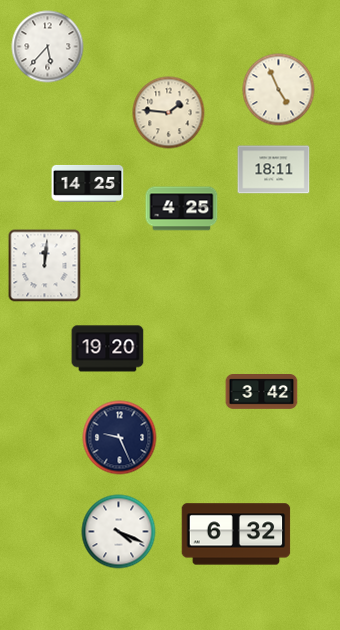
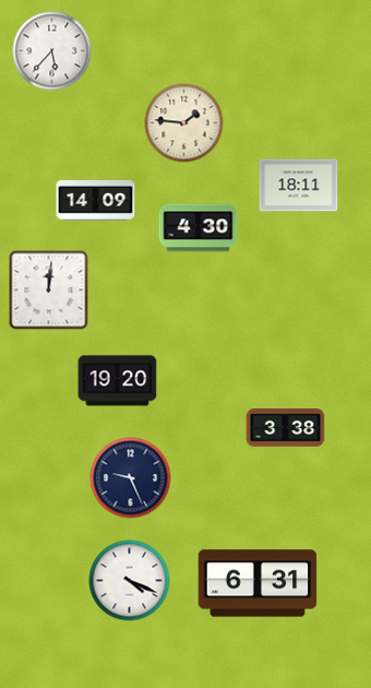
clock at (279, 90): 4:56 -> none
clock at (88, 183): 14:25 -> 14:09
clock at (182, 209): 4:25 -> 4:30
clock at (262, 392): 3:42 -> 3:38
clock at (236, 534): 6:32 -> 6:31
